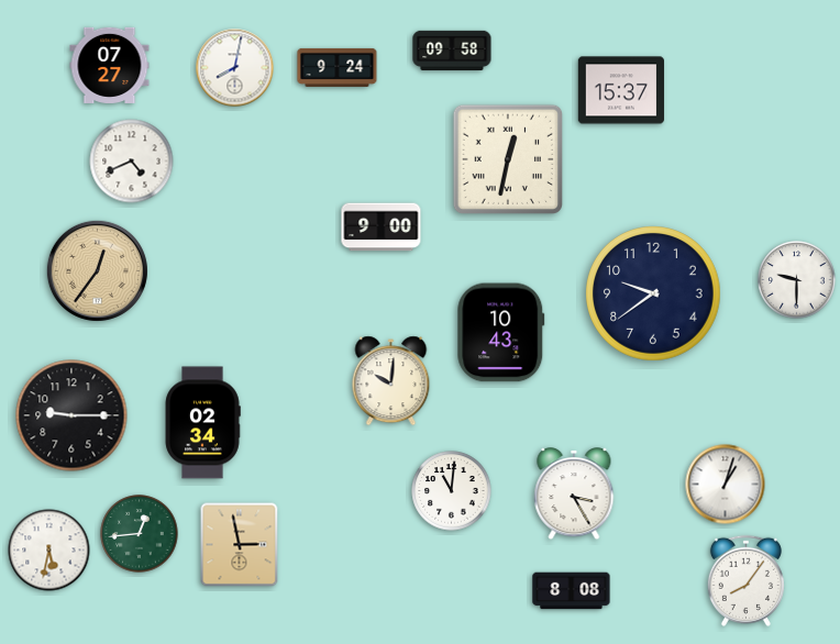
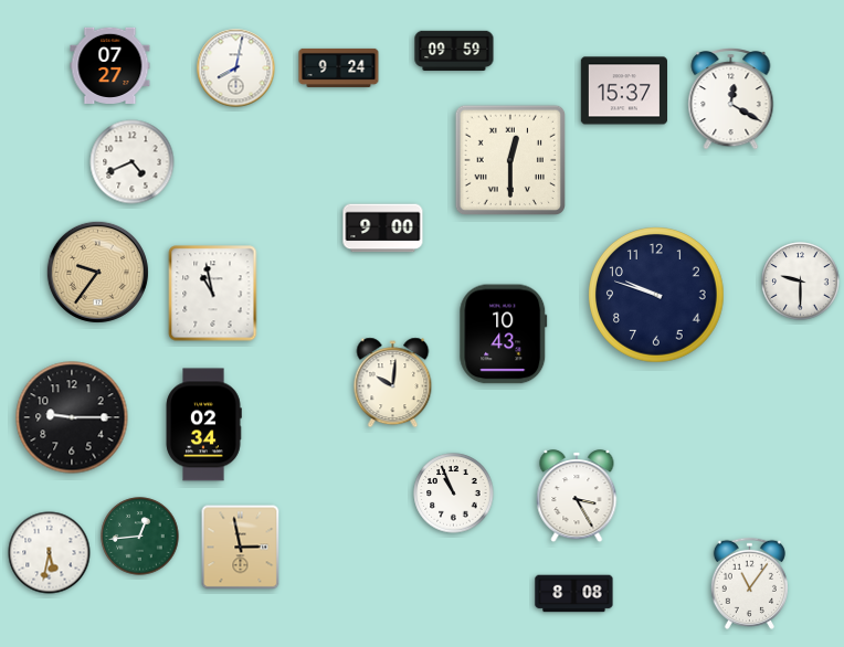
clock at (452, 49): 09:58 -> 09:59
clock at (731, 98): none -> 12:20
clock at (507, 158): 12:32 -> 12:30
clock at (97, 270): 12:36 -> 9:36
clock at (213, 294): none -> 10:58
clock at (653, 293): 9:39 -> 9:48
clock at (726, 485): 1:03 -> none
clock at (452, 491): 11:01 -> 10:56
clock at (745, 580): 8:06 -> 11:06
